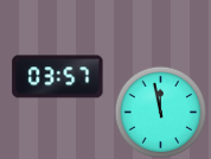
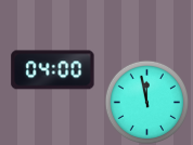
clock at (58, 77): 03:57 -> 04:00
